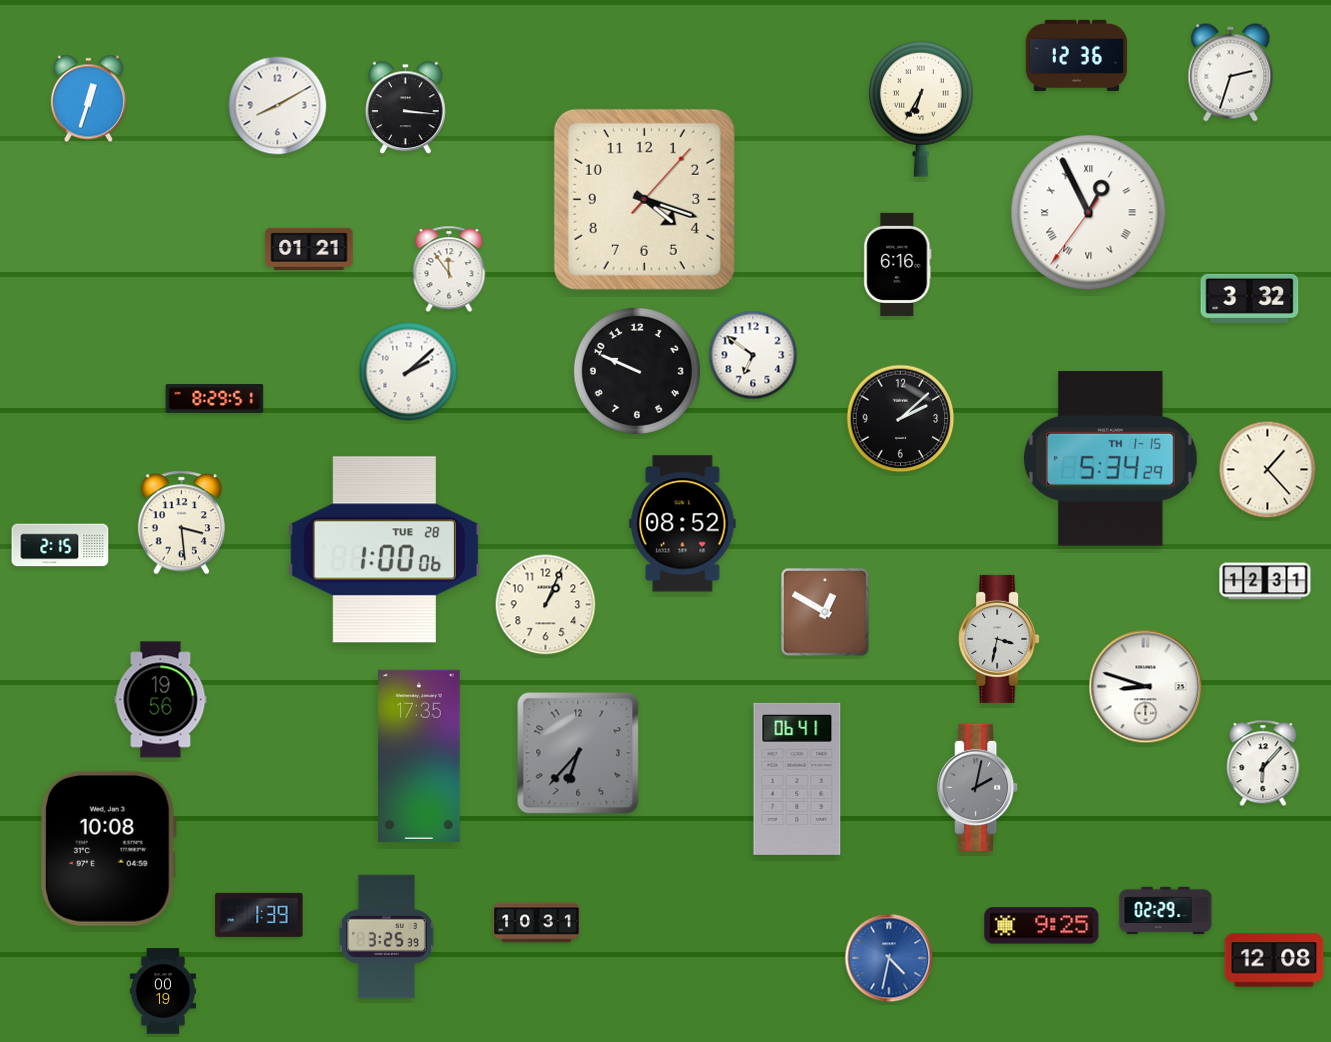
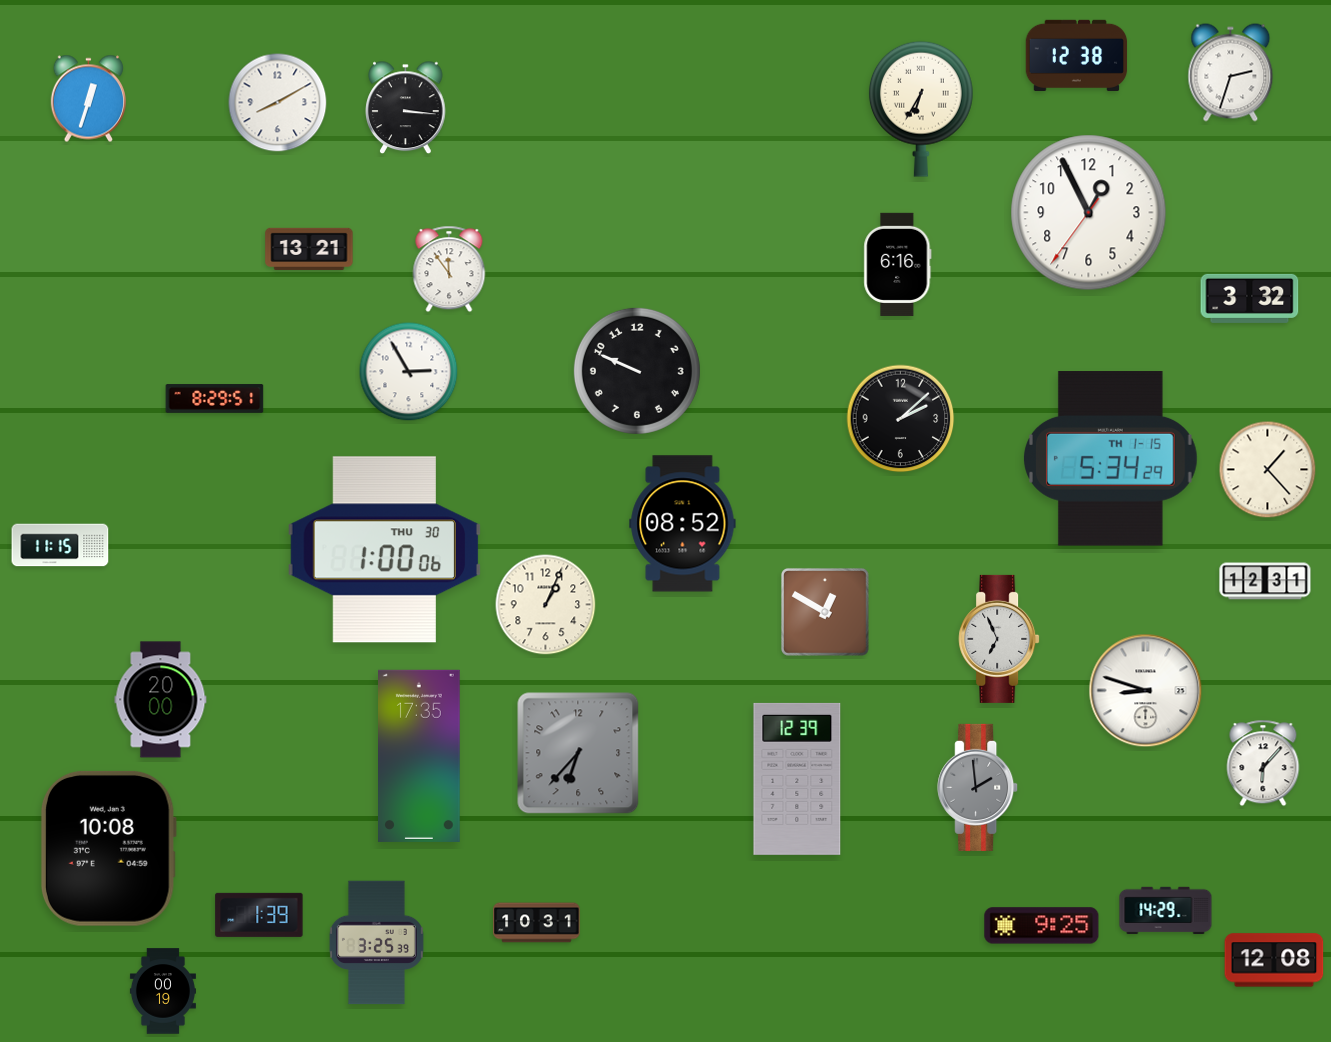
clock at (1077, 55): 12:36 -> 12:38
clock at (278, 106) position: (278, 106) -> (278, 103)
clock at (644, 199): 4:18 -> none
clock at (1089, 213) numerals: Roman -> Arabic
clock at (309, 248): 01:21 -> 13:21
clock at (753, 355): 6:51 -> none
clock at (409, 372): 2:08 -> 2:55
clock at (181, 523): 3:29 -> none
clock at (60, 545): 2:15 -> 11:15
clock at (384, 550) date: TUE 28 -> THU 30
clock at (999, 639): 3:32 -> 6:56
clock at (1146, 687) position: (1146, 687) -> (1146, 691)
clock at (161, 700): 19:56 -> 20:00
clock at (797, 779): 06:41 -> 12:39
clock at (978, 787): 2:02 -> 1:59
clock at (1166, 911): 02:29 -> 14:29
clock at (386, 937) position: (386, 937) -> (376, 943)
clock at (889, 958): 4:32 -> none
